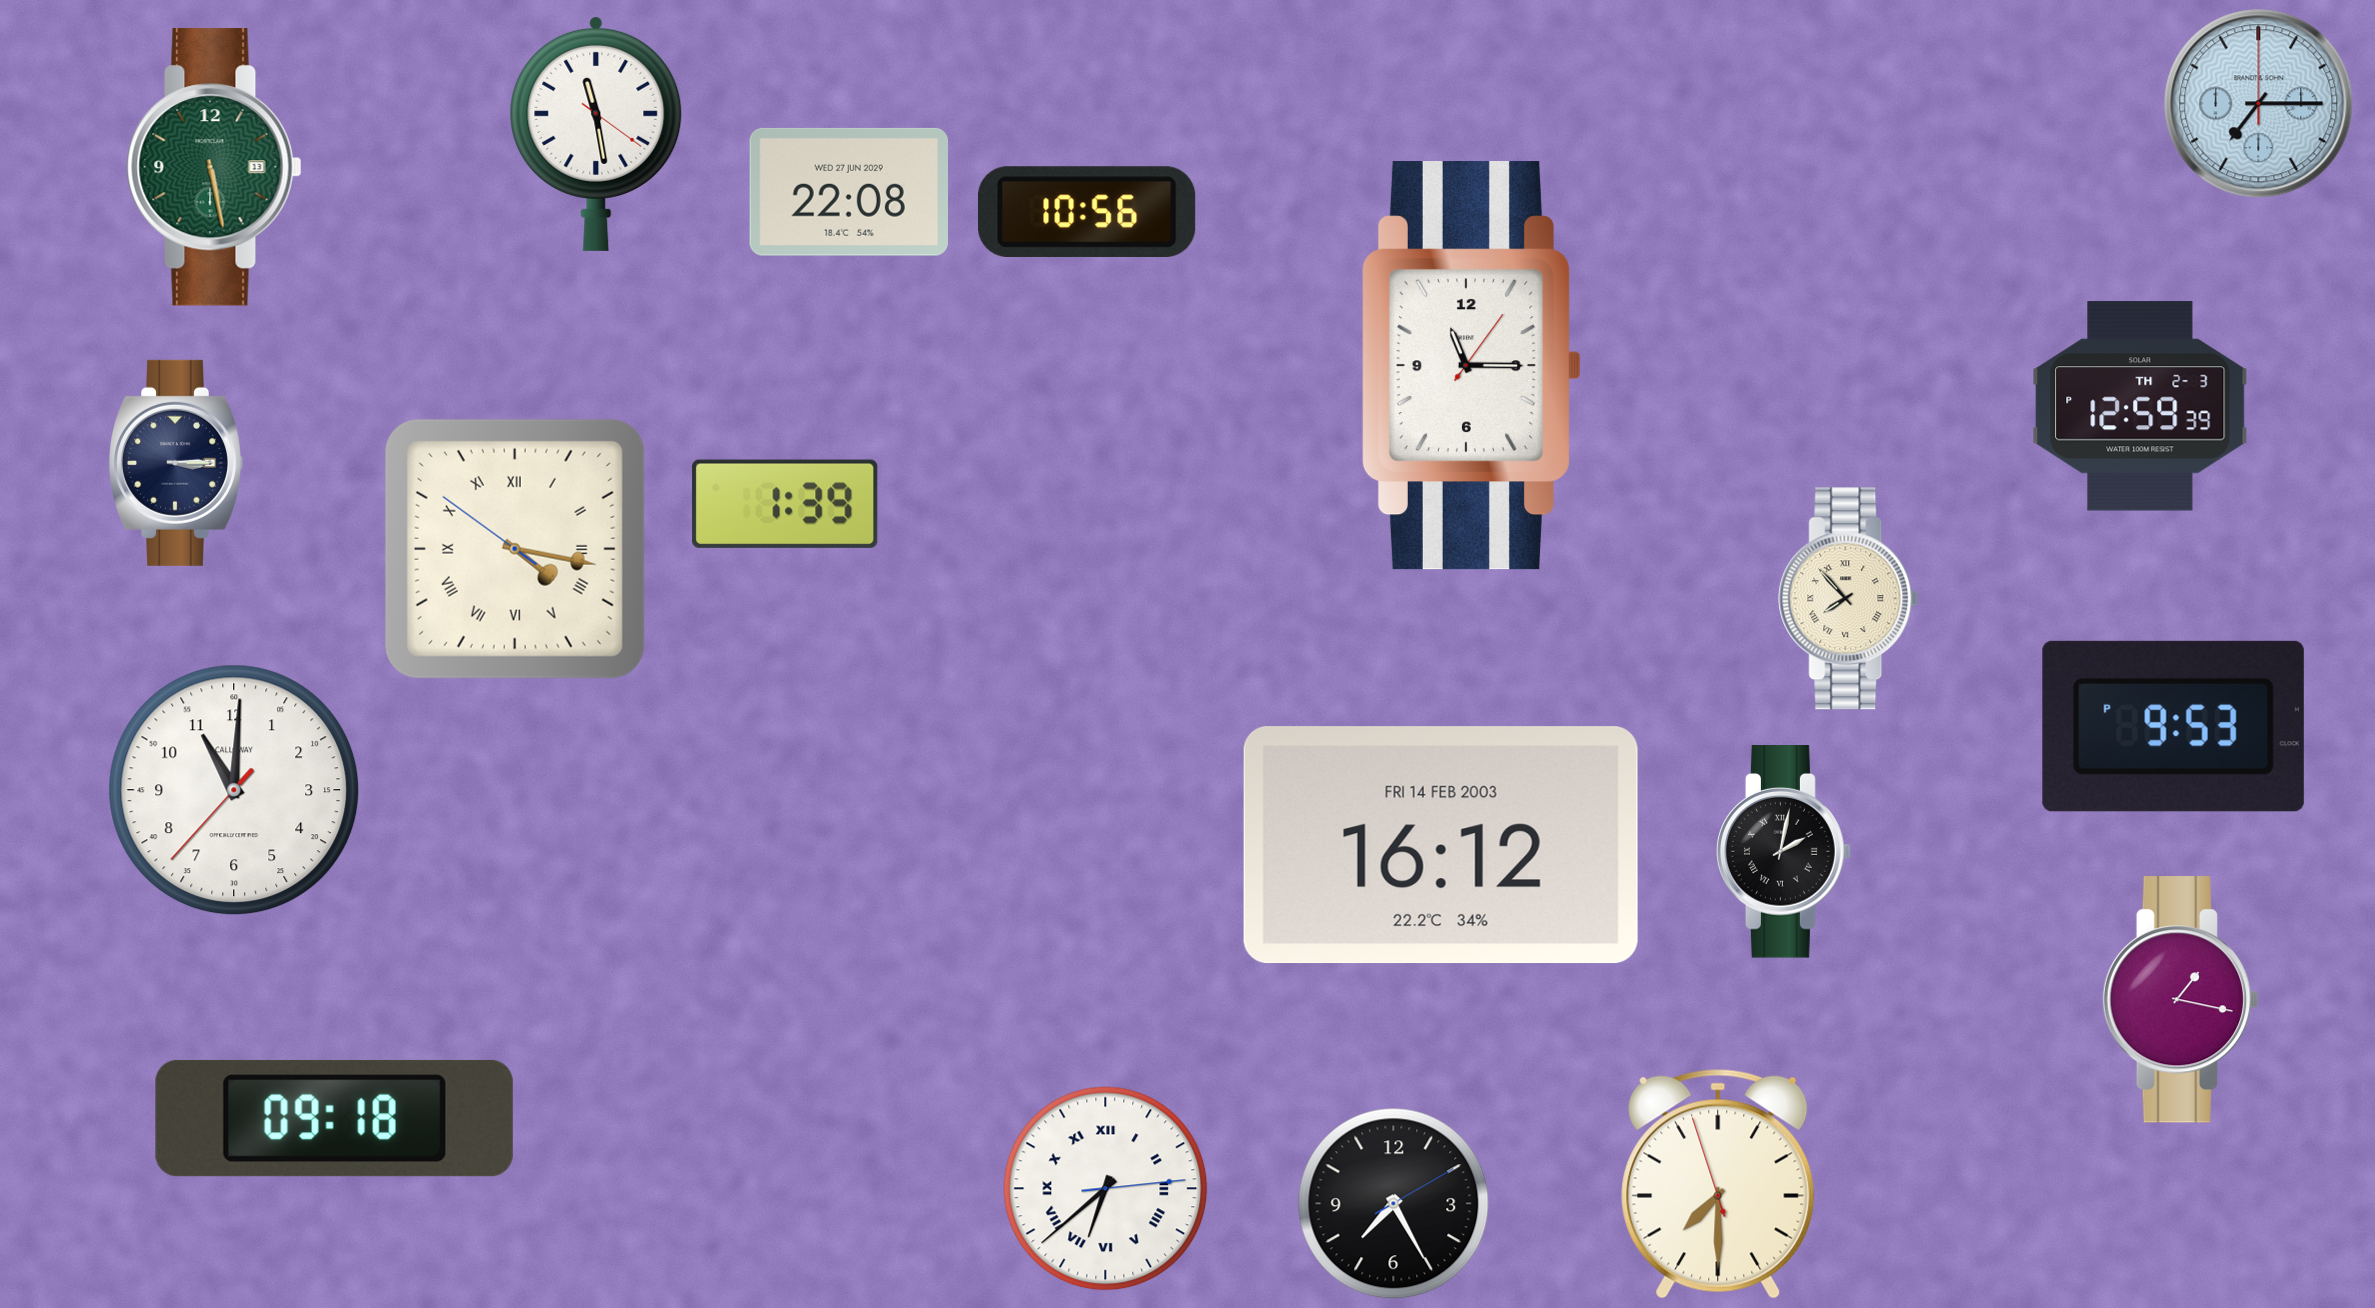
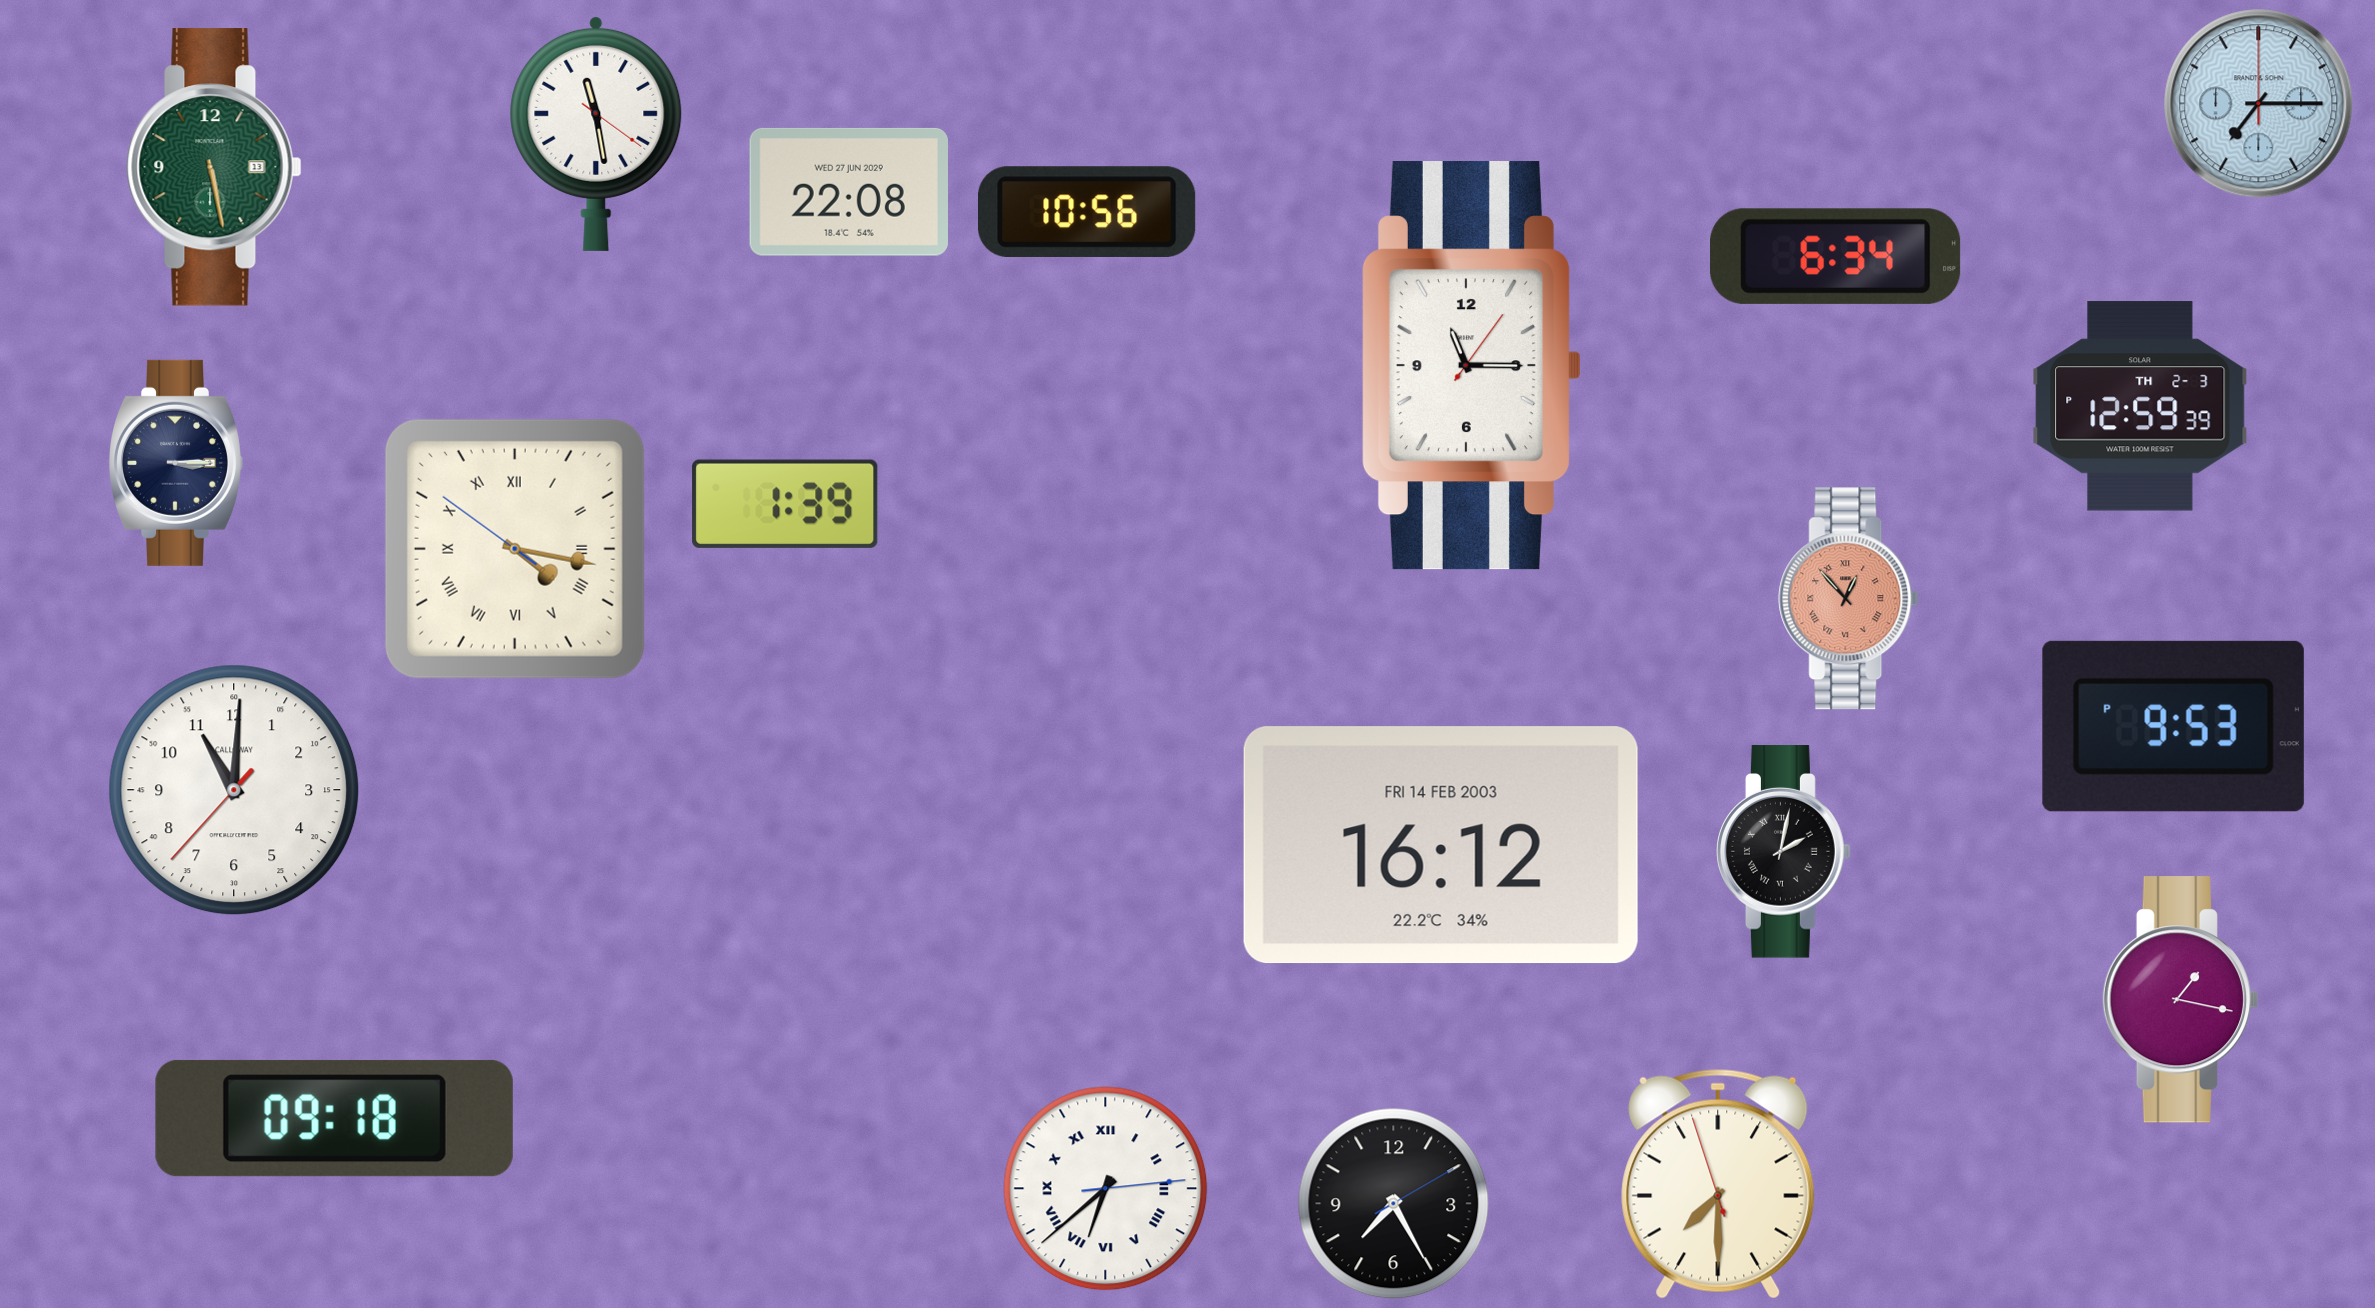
clock at (1836, 256): none -> 6:34
clock at (1849, 599): 7:53 -> 12:53
clock at (1849, 599) dial: cream -> salmon
